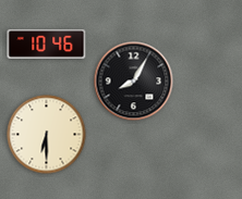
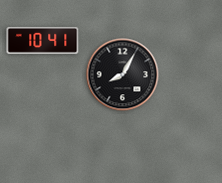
clock at (47, 43): 10:46 -> 10:41
clock at (47, 135): 6:30 -> none
